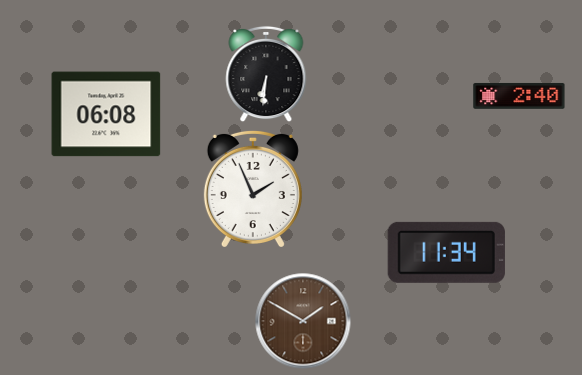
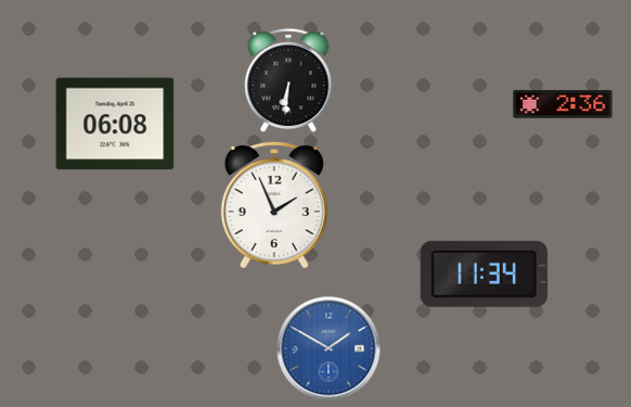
clock at (519, 96): 2:40 -> 2:36
clock at (303, 321) dial: brown -> blue
